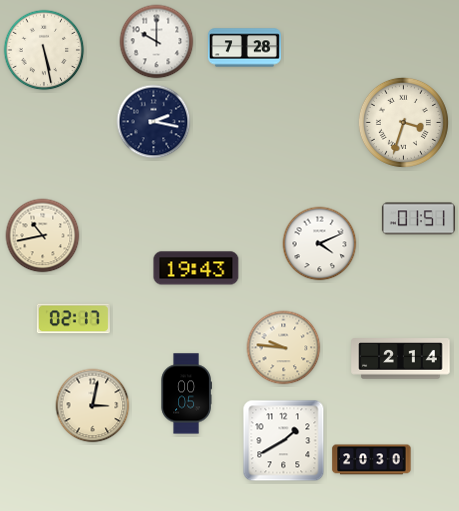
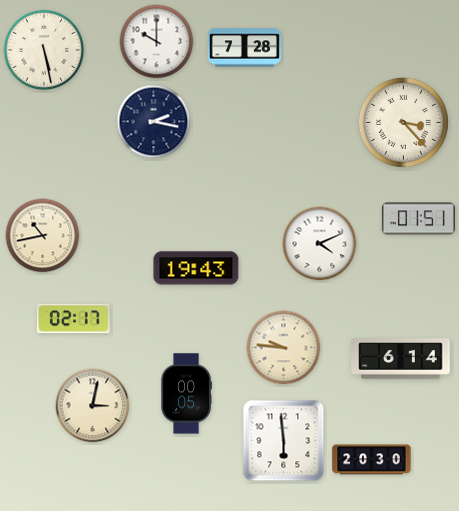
clock at (403, 122): 3:33 -> 3:23
clock at (401, 359): 2:14 -> 6:14
clock at (284, 441): 1:40 -> 5:59
